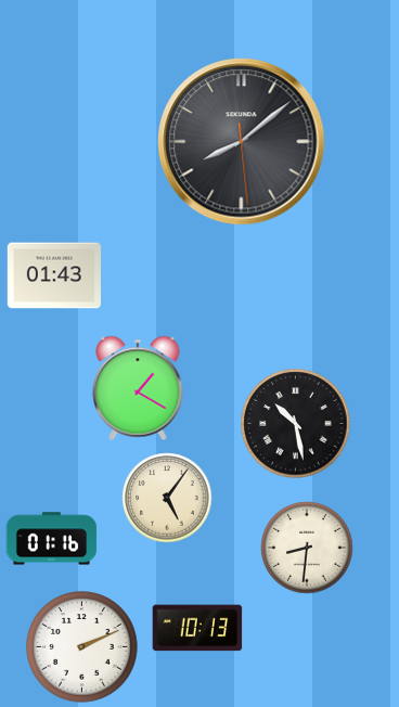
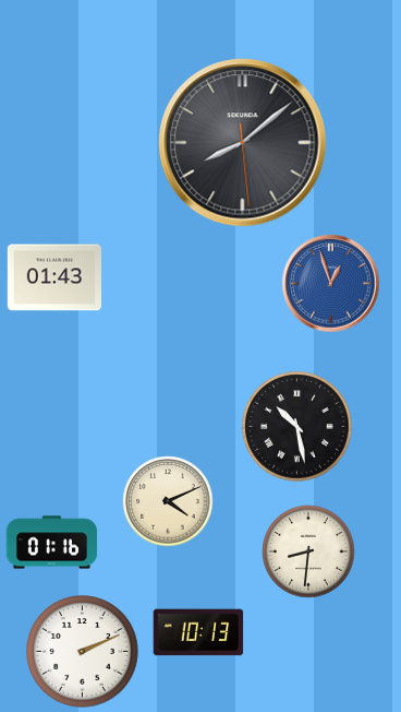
clock at (331, 284): none -> 12:57
clock at (138, 388): 1:20 -> none
clock at (167, 498): 5:06 -> 4:11
